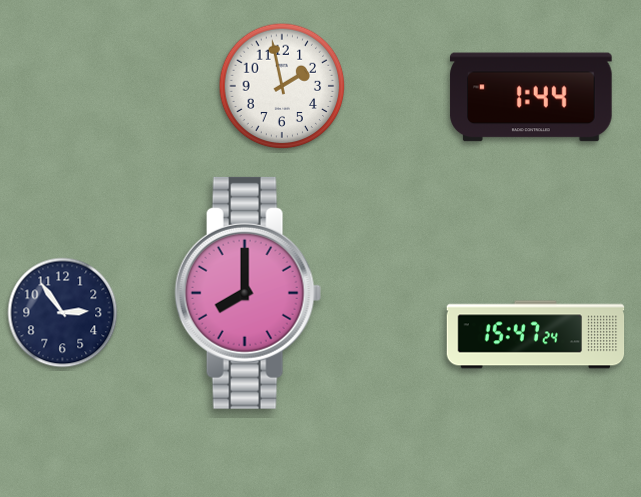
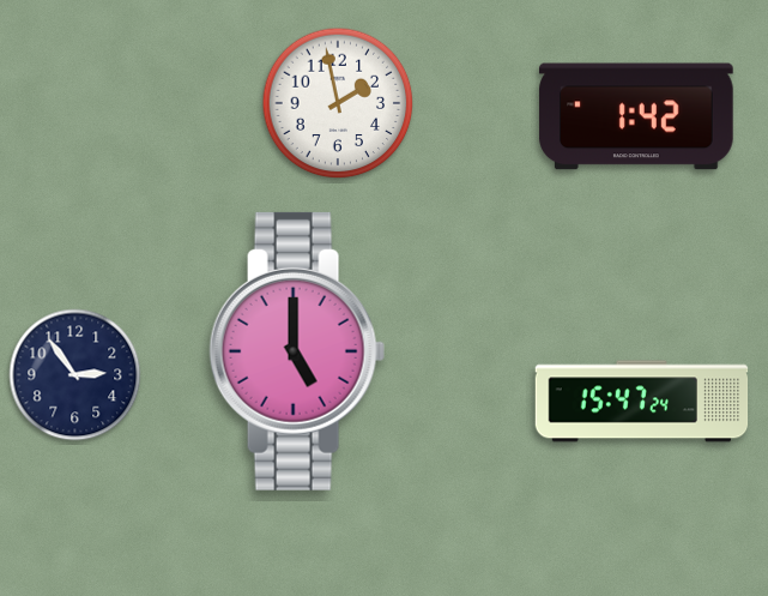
clock at (531, 97): 1:44 -> 1:42
clock at (248, 293): 8:00 -> 5:00
